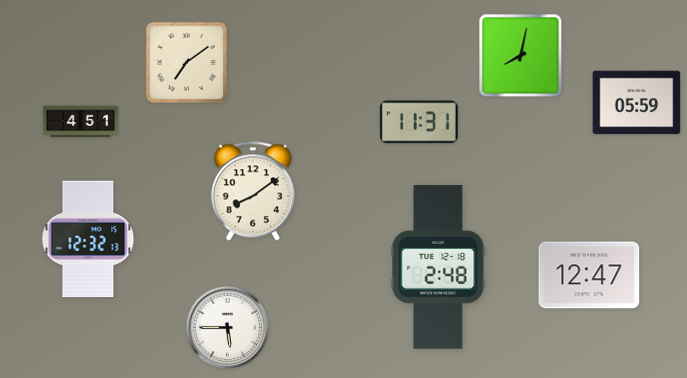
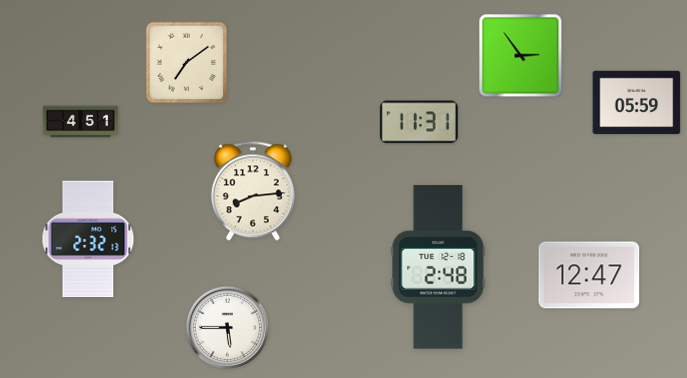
clock at (521, 56): 8:02 -> 2:54
clock at (253, 191): 8:09 -> 8:14
clock at (88, 239): 12:32 -> 2:32
